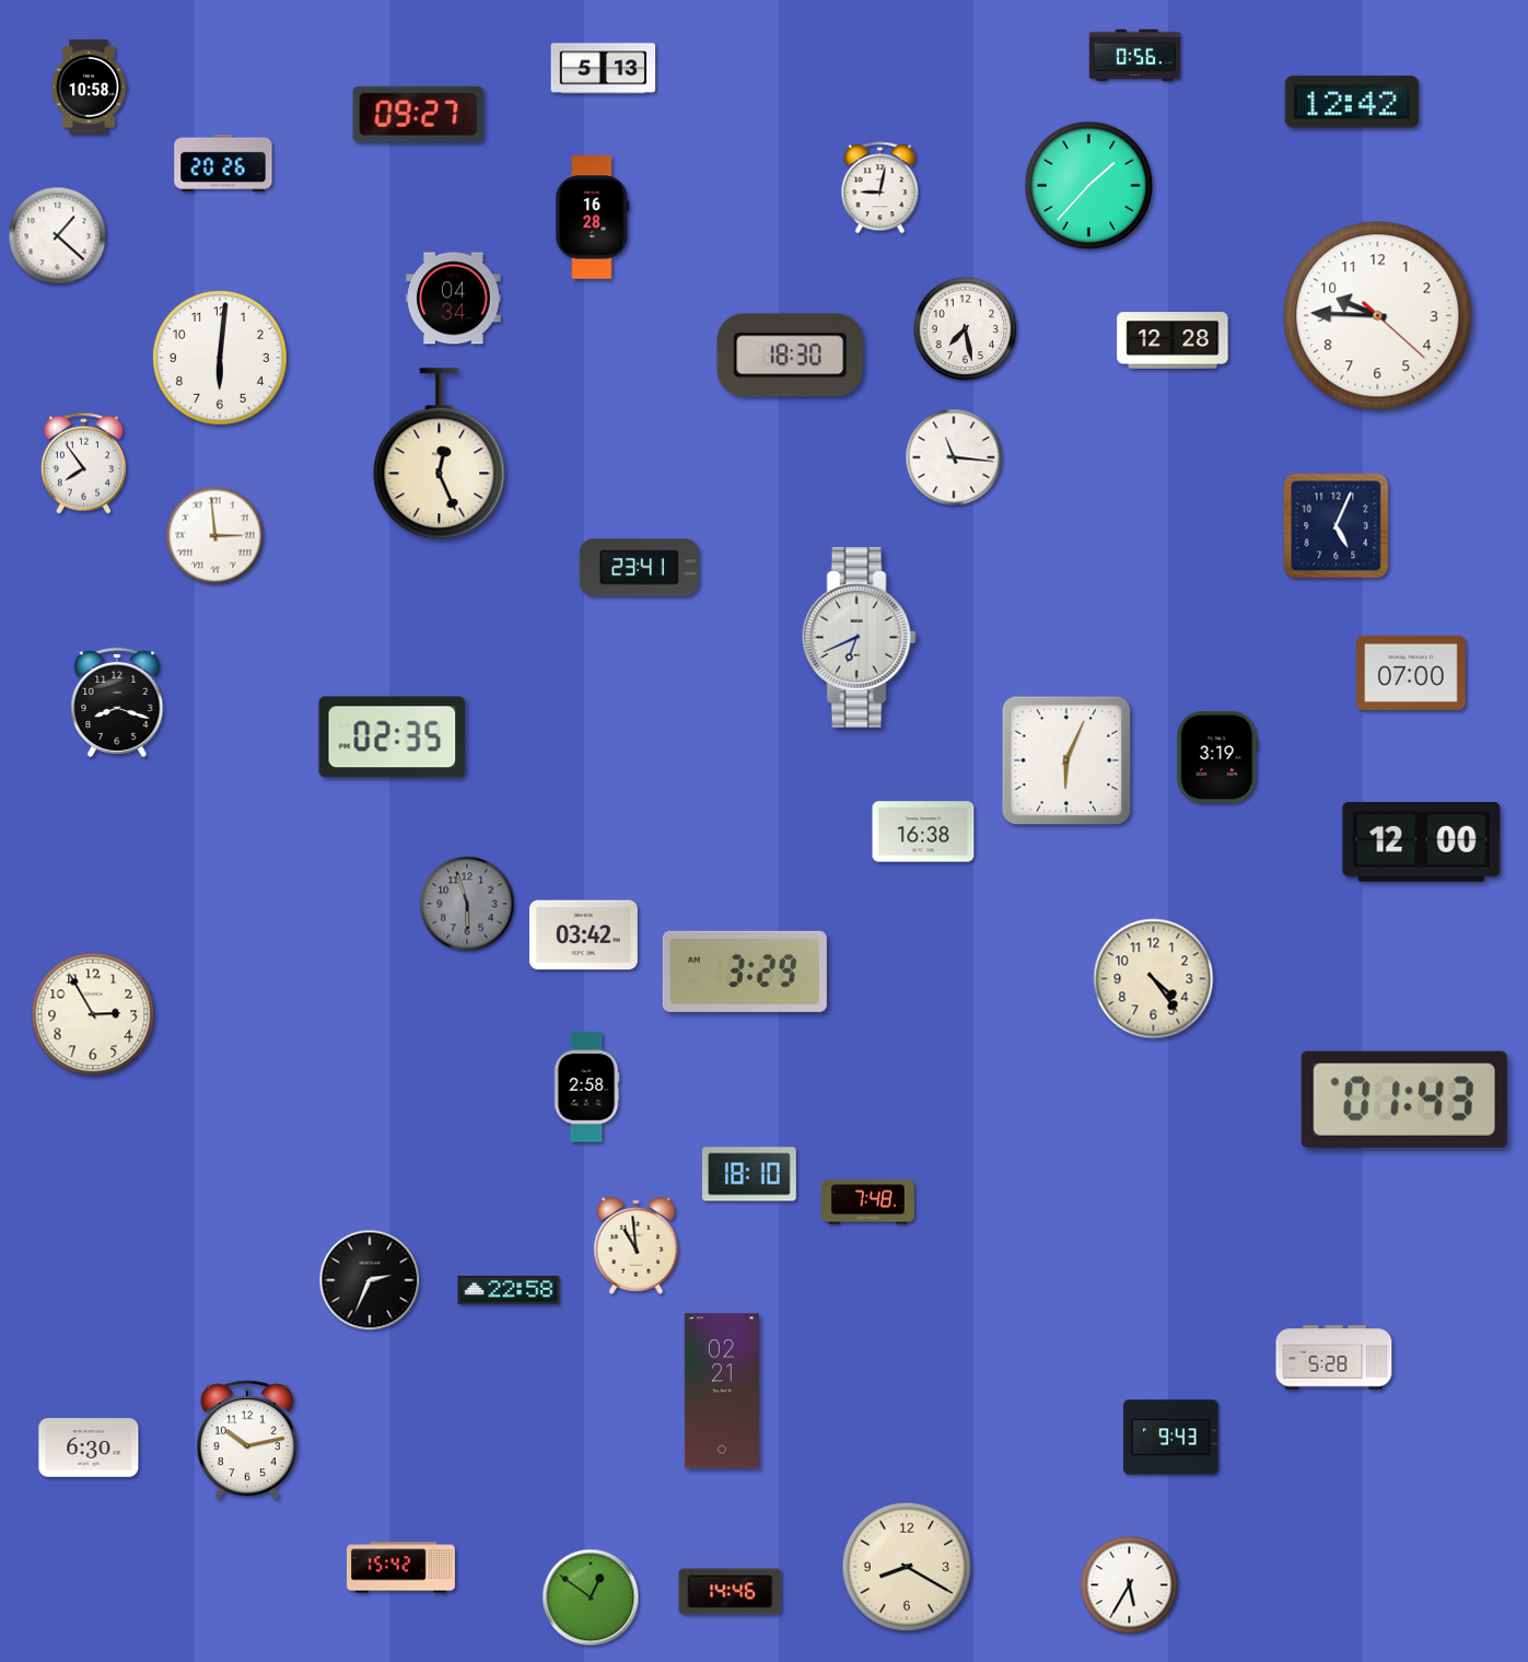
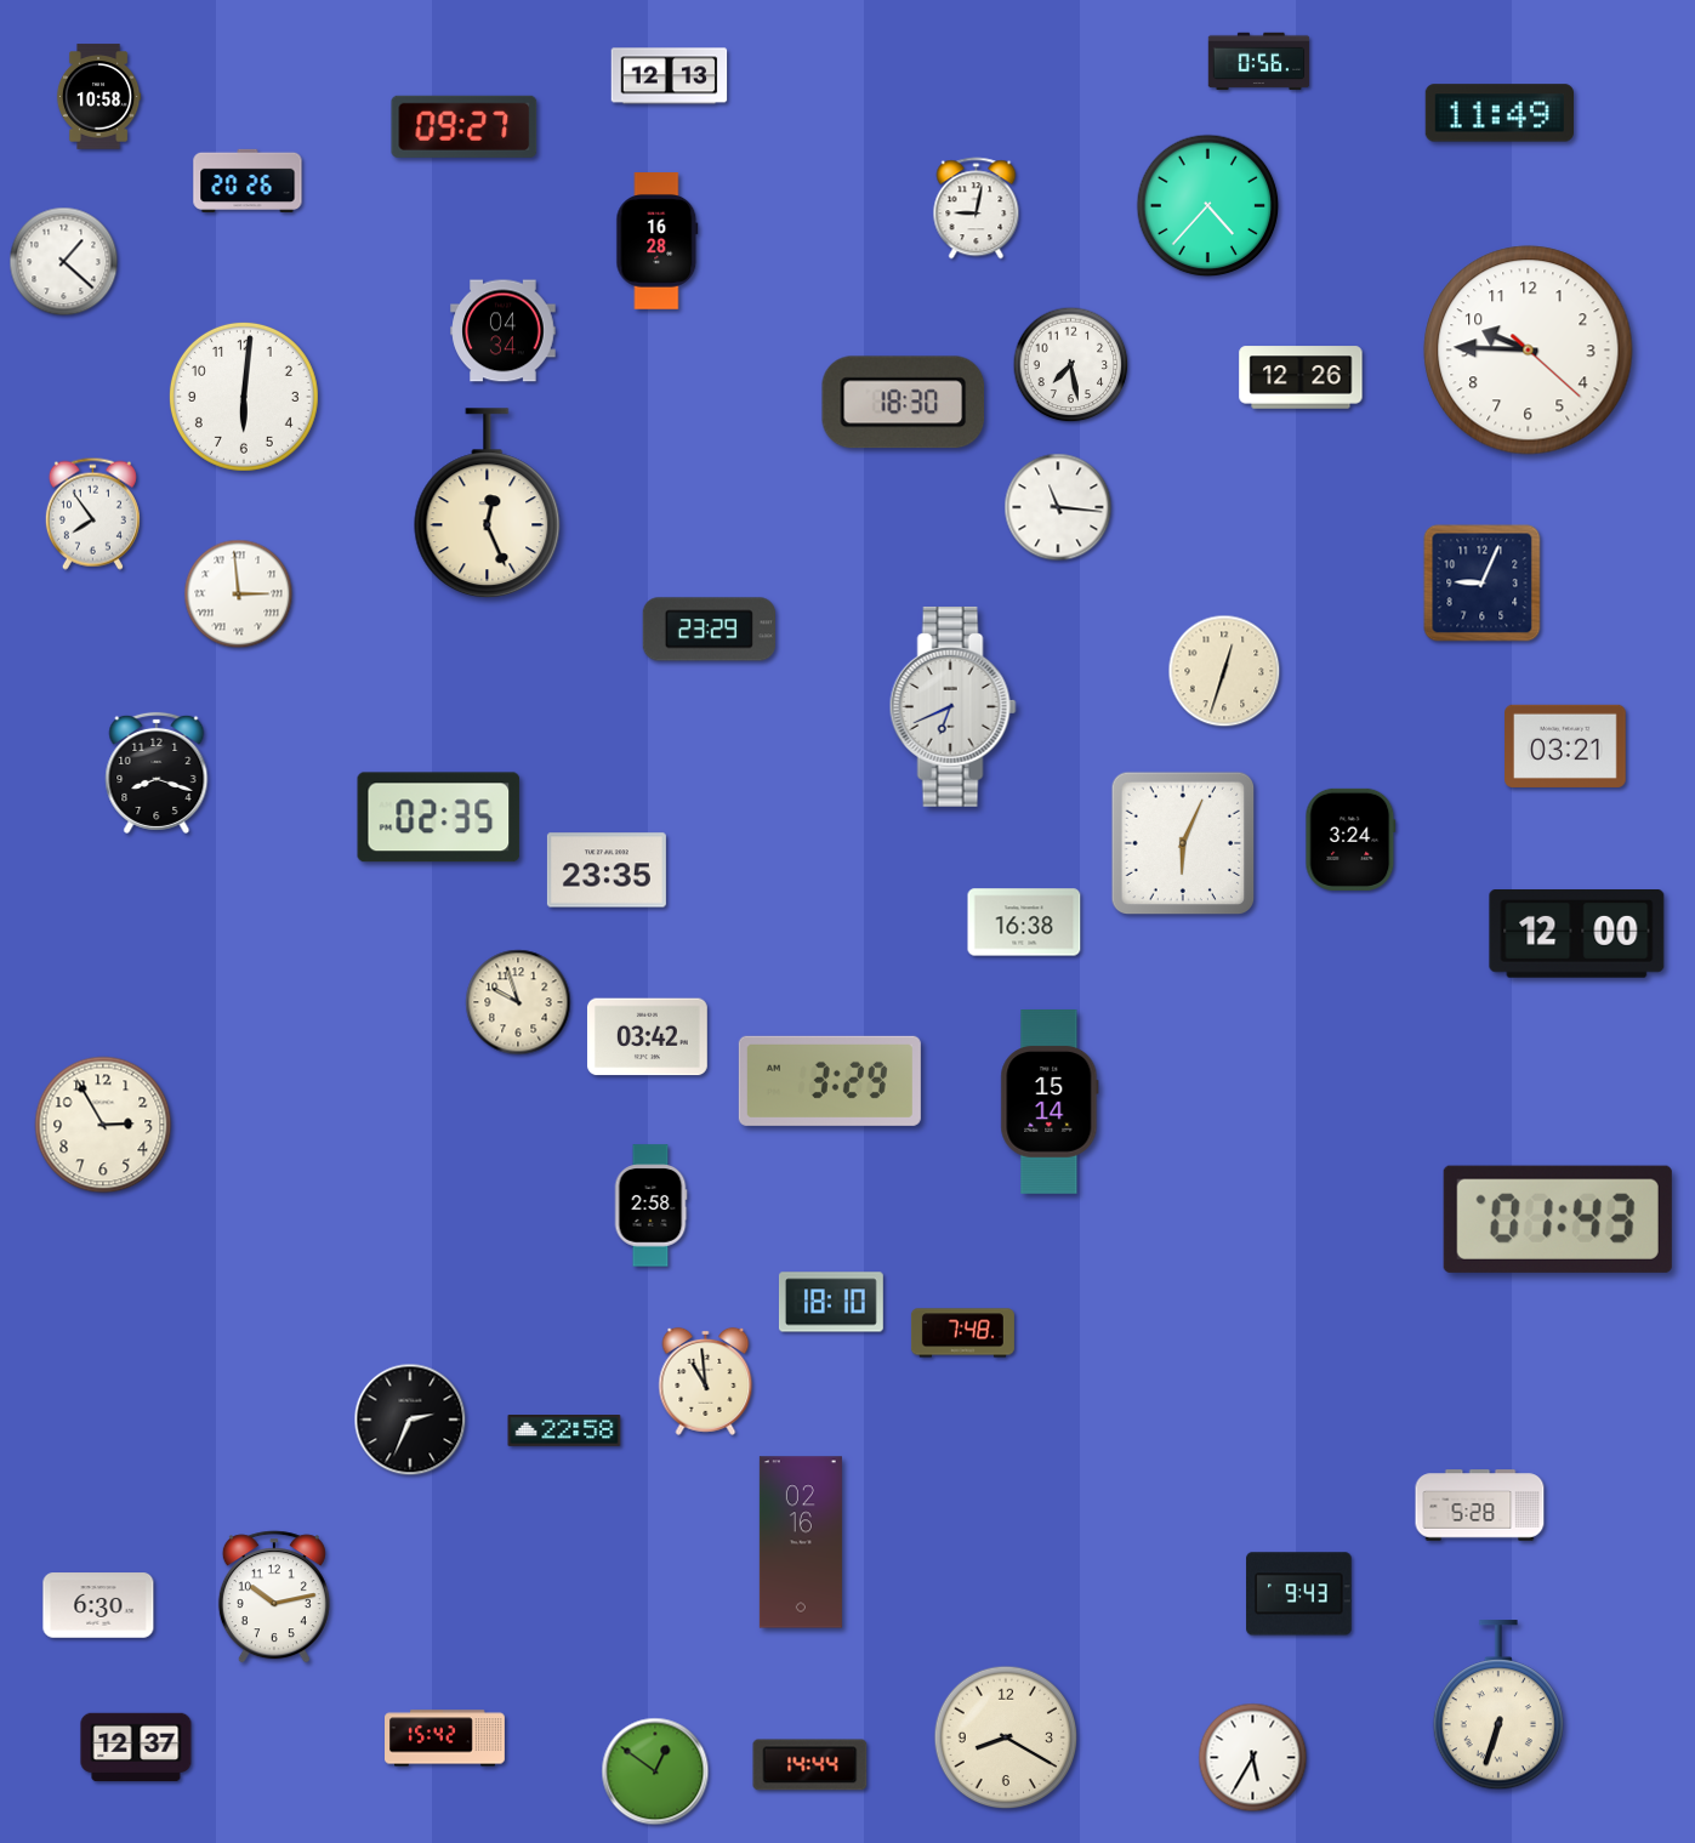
clock at (604, 69): 5:13 -> 12:13
clock at (1351, 102): 12:42 -> 11:49
clock at (1089, 186): 1:37 -> 4:37
clock at (1173, 340): 12:28 -> 12:26
clock at (791, 356) position: (791, 356) -> (904, 403)
clock at (1337, 526): 5:04 -> 9:04
clock at (639, 568): 23:41 -> 23:29
clock at (1224, 671): none -> 12:33
clock at (1411, 673): 07:00 -> 03:21
clock at (117, 702) position: (117, 702) -> (157, 773)
clock at (393, 737) position: (393, 737) -> (439, 818)
clock at (1217, 757): 3:19 -> 3:24
clock at (607, 870): none -> 23:35
clock at (467, 904): 5:57 -> 9:57
clock at (467, 904) dial: grey -> cream
clock at (745, 972) position: (745, 972) -> (830, 1081)
clock at (1154, 979): 4:24 -> none
clock at (1050, 1102): none -> 15:14
clock at (722, 1391): 02:21 -> 02:16
clock at (1498, 1706): none -> 6:33
clock at (136, 1747): none -> 12:37
clock at (731, 1592): 14:46 -> 14:44
